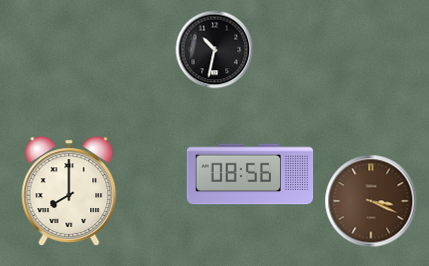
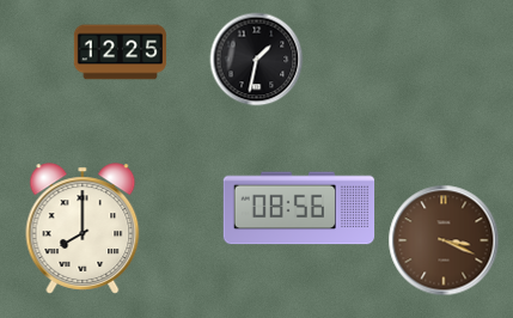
clock at (120, 53): none -> 12:25
clock at (214, 49): 10:32 -> 1:32
